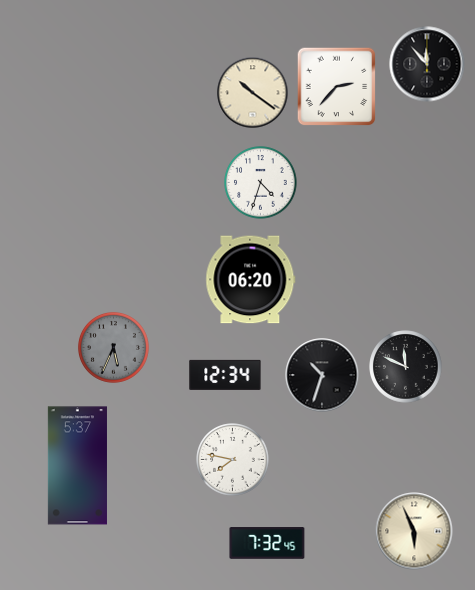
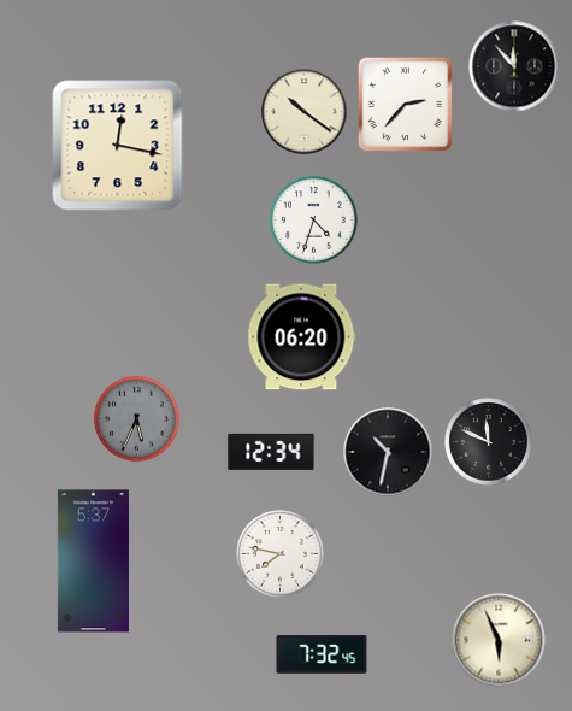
clock at (427, 64) position: (427, 64) -> (514, 66)
clock at (118, 146): none -> 12:17
clock at (322, 375): 10:33 -> 10:32
